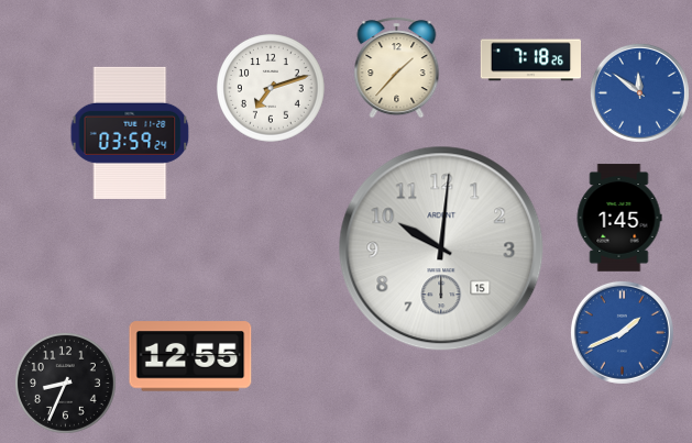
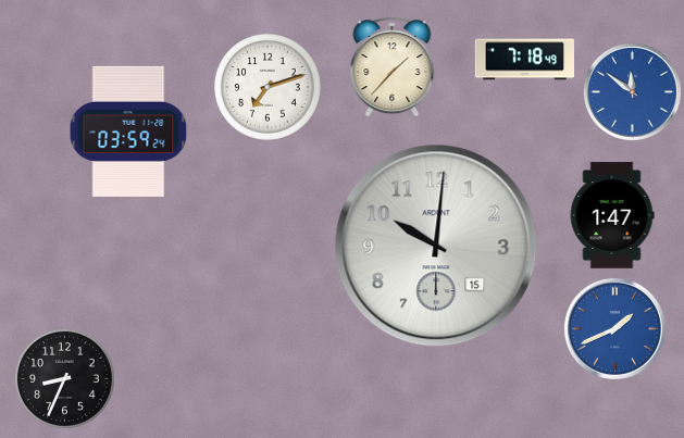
clock at (530, 60): 7:18:26 -> 7:18:49
clock at (619, 218): 1:45 -> 1:47
clock at (190, 356): 12:55 -> none
